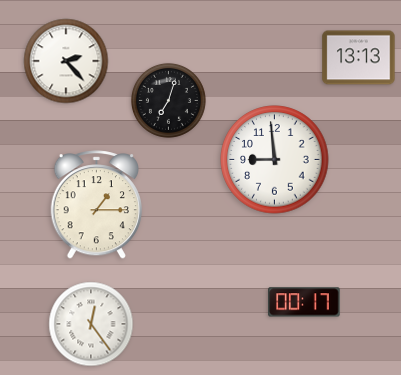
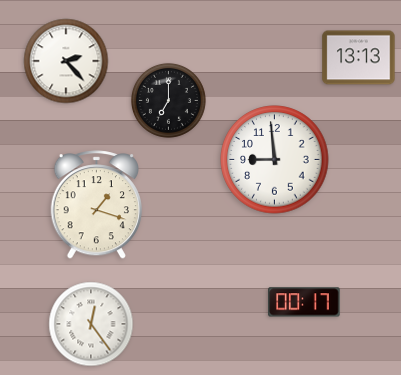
clock at (168, 100): 7:03 -> 7:00
clock at (96, 205): 1:15 -> 1:18
